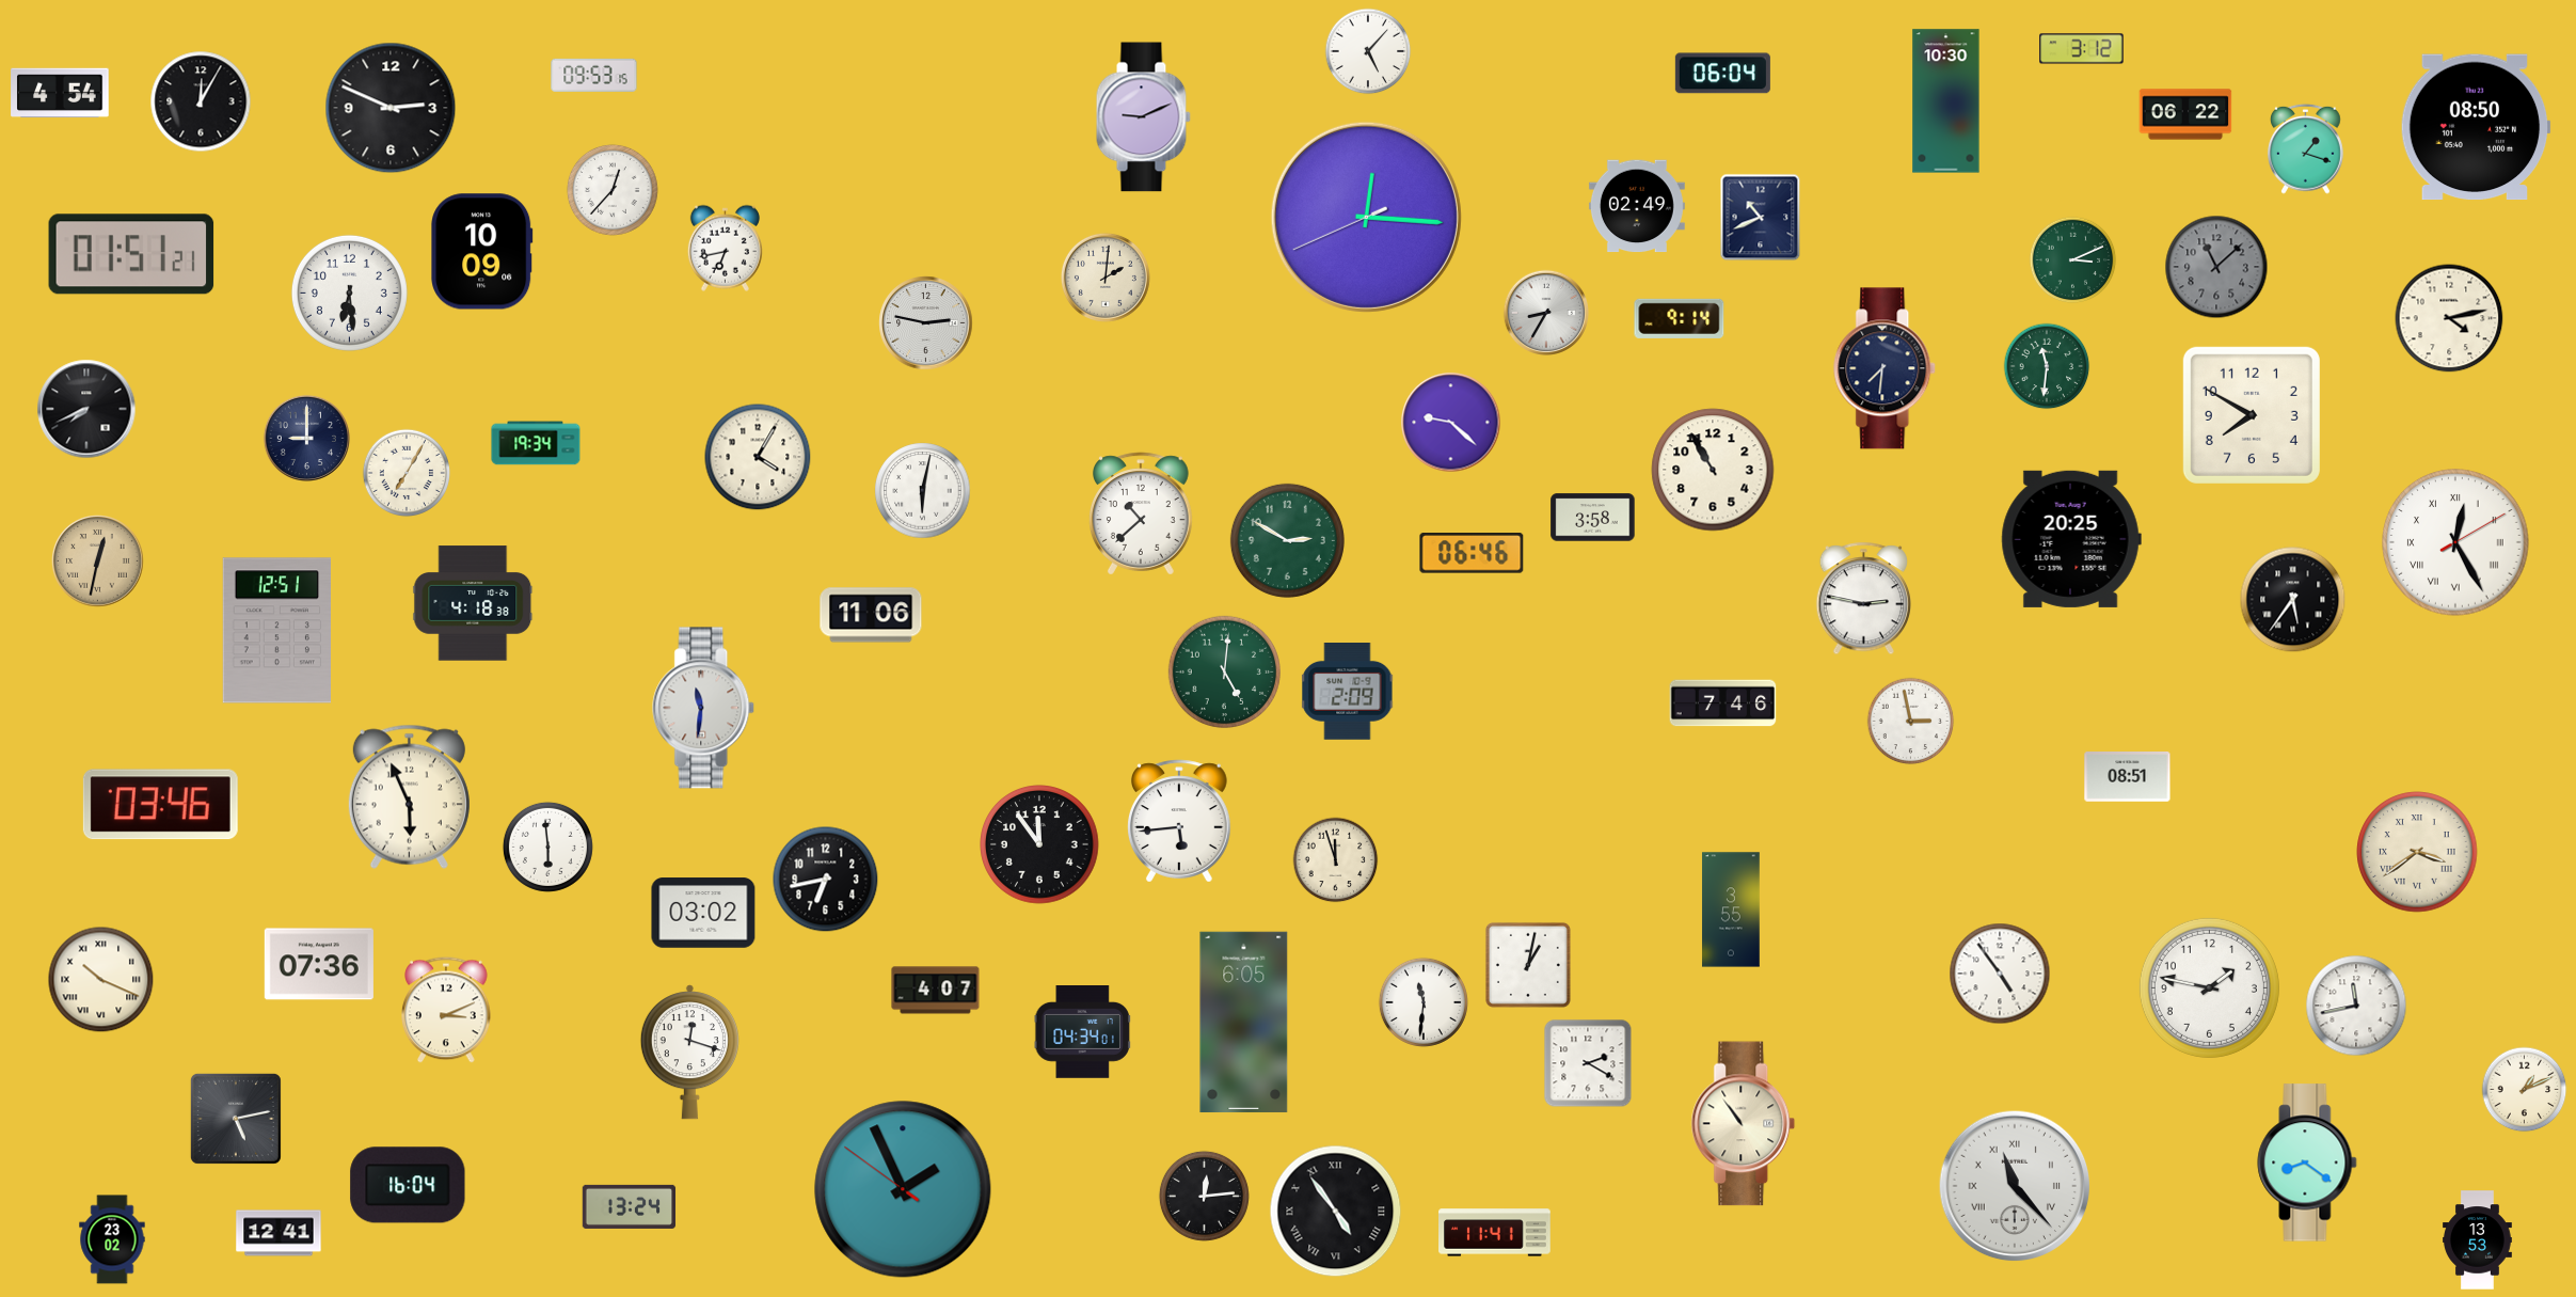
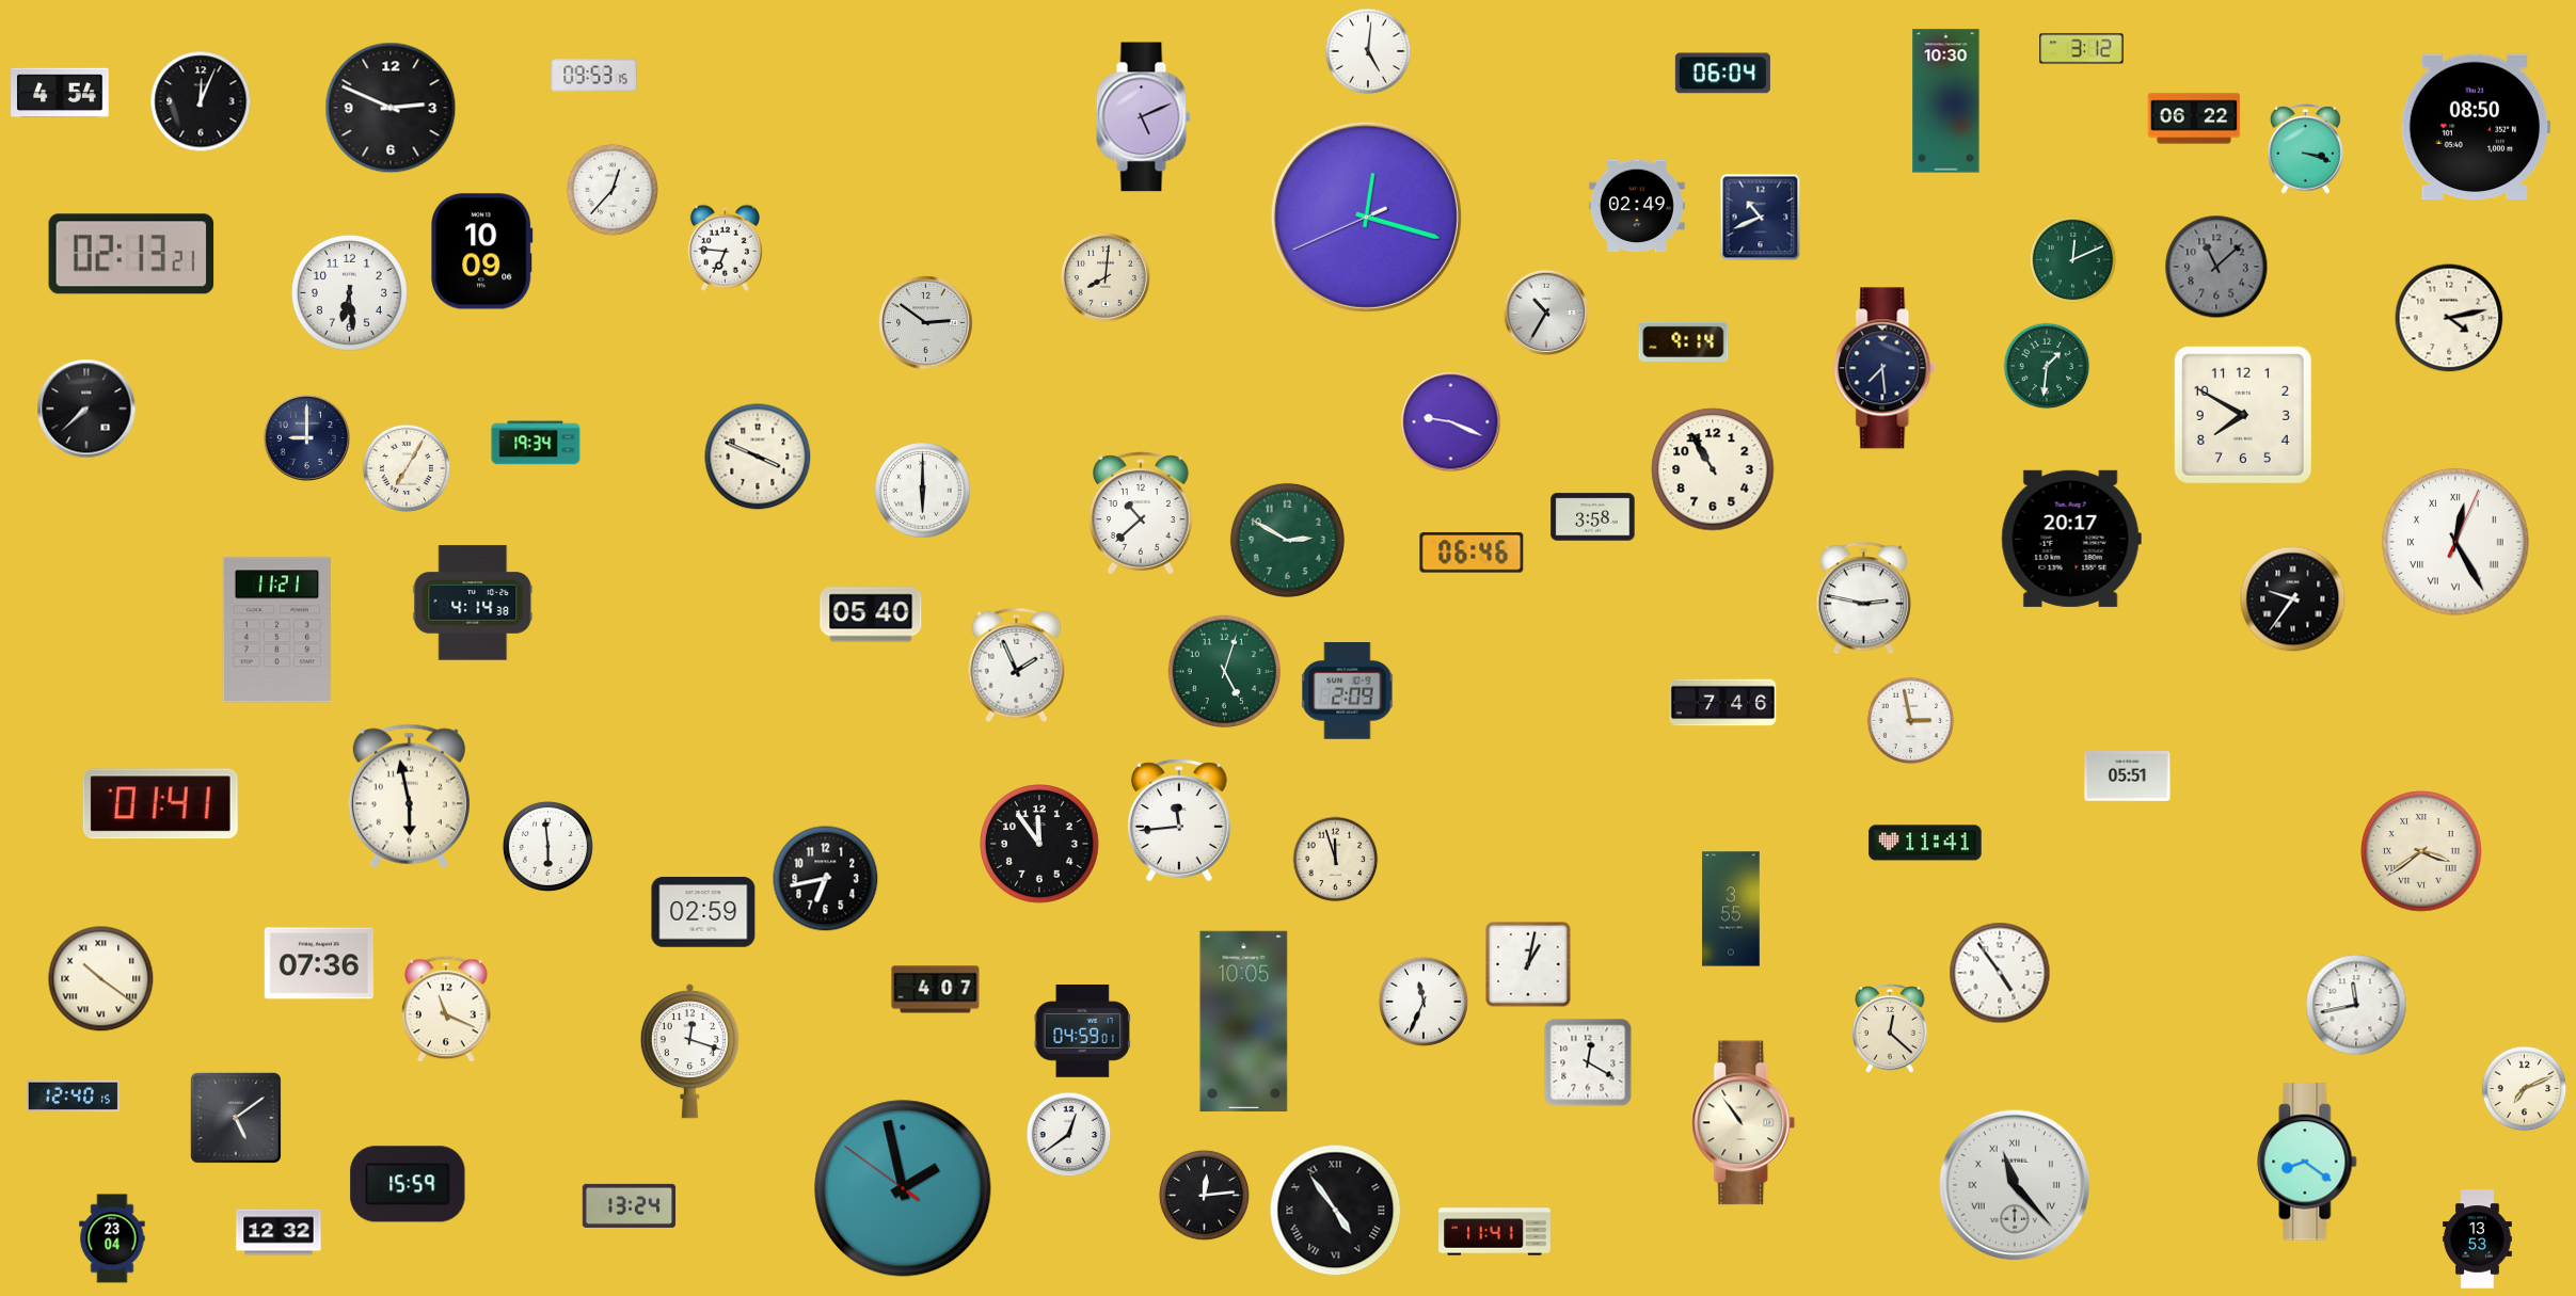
clock at (1368, 51): 5:07 -> 5:01
clock at (201, 101): 12:05 -> 12:04
clock at (2185, 114) position: (2185, 114) -> (2194, 118)
clock at (1143, 117): 9:11 -> 5:11
clock at (2306, 148): 1:18 -> 3:18
clock at (1366, 217): 12:15 -> 12:17
clock at (725, 248): 6:43 -> 6:46
clock at (131, 254): 01:51 -> 02:13
clock at (2073, 260): 3:11 -> 12:11
clock at (1106, 278): 2:01 -> 8:01
clock at (1545, 312): 8:35 -> 10:35
clock at (1680, 318) position: (1680, 318) -> (1684, 341)
clock at (926, 323): 2:47 -> 2:51
clock at (2047, 366): 11:31 -> 1:31
clock at (1886, 368): 7:31 -> 7:29
clock at (86, 409): 7:41 -> 7:38
clock at (2252, 415) position: (2252, 415) -> (2243, 415)
clock at (1451, 423): 9:22 -> 9:19
clock at (758, 457): 4:05 -> 3:49
clock at (407, 473) position: (407, 473) -> (407, 468)
clock at (923, 491): 6:02 -> 6:00
clock at (2071, 539): 20:25 -> 20:17
clock at (2455, 542): 12:25:10 -> 12:25:04
clock at (98, 561): 12:32 -> none
clock at (2293, 600): 5:36 -> 9:36
clock at (473, 603): 4:18 -> 4:14
clock at (871, 615): 11:06 -> 05:40
clock at (276, 631): 12:51 -> 11:21
clock at (1017, 666): none -> 1:56
clock at (1224, 671): 5:01 -> 5:03
clock at (704, 708): 11:31 -> none
clock at (2128, 777): 08:51 -> 05:51
clock at (409, 796): 5:56 -> 5:58
clock at (160, 805): 03:46 -> 01:41
clock at (1180, 821): 5:44 -> 11:44
clock at (1925, 843): none -> 11:41
clock at (2417, 852) position: (2417, 852) -> (2421, 851)
clock at (703, 913): 03:02 -> 02:59
clock at (101, 980): 10:19 -> 10:21
clock at (2209, 987): 1:47 -> none
clock at (1424, 1002): 11:31 -> 11:34
clock at (447, 1010): 3:11 -> 11:19
clock at (1244, 1023): 6:05 -> 10:05
clock at (1890, 1029): none -> 12:22
clock at (1082, 1032): 04:34 -> 04:59
clock at (1588, 1063): 2:20 -> 12:20
clock at (2525, 1090): 1:11 -> 7:11
clock at (74, 1097): none -> 12:40
clock at (236, 1119): 5:13 -> 5:09
clock at (1069, 1135): none -> 12:39
clock at (408, 1185): 16:04 -> 15:59
clock at (903, 1189): 1:55 -> 1:57
clock at (279, 1233): 12:41 -> 12:32
clock at (112, 1239): 23:02 -> 23:04
